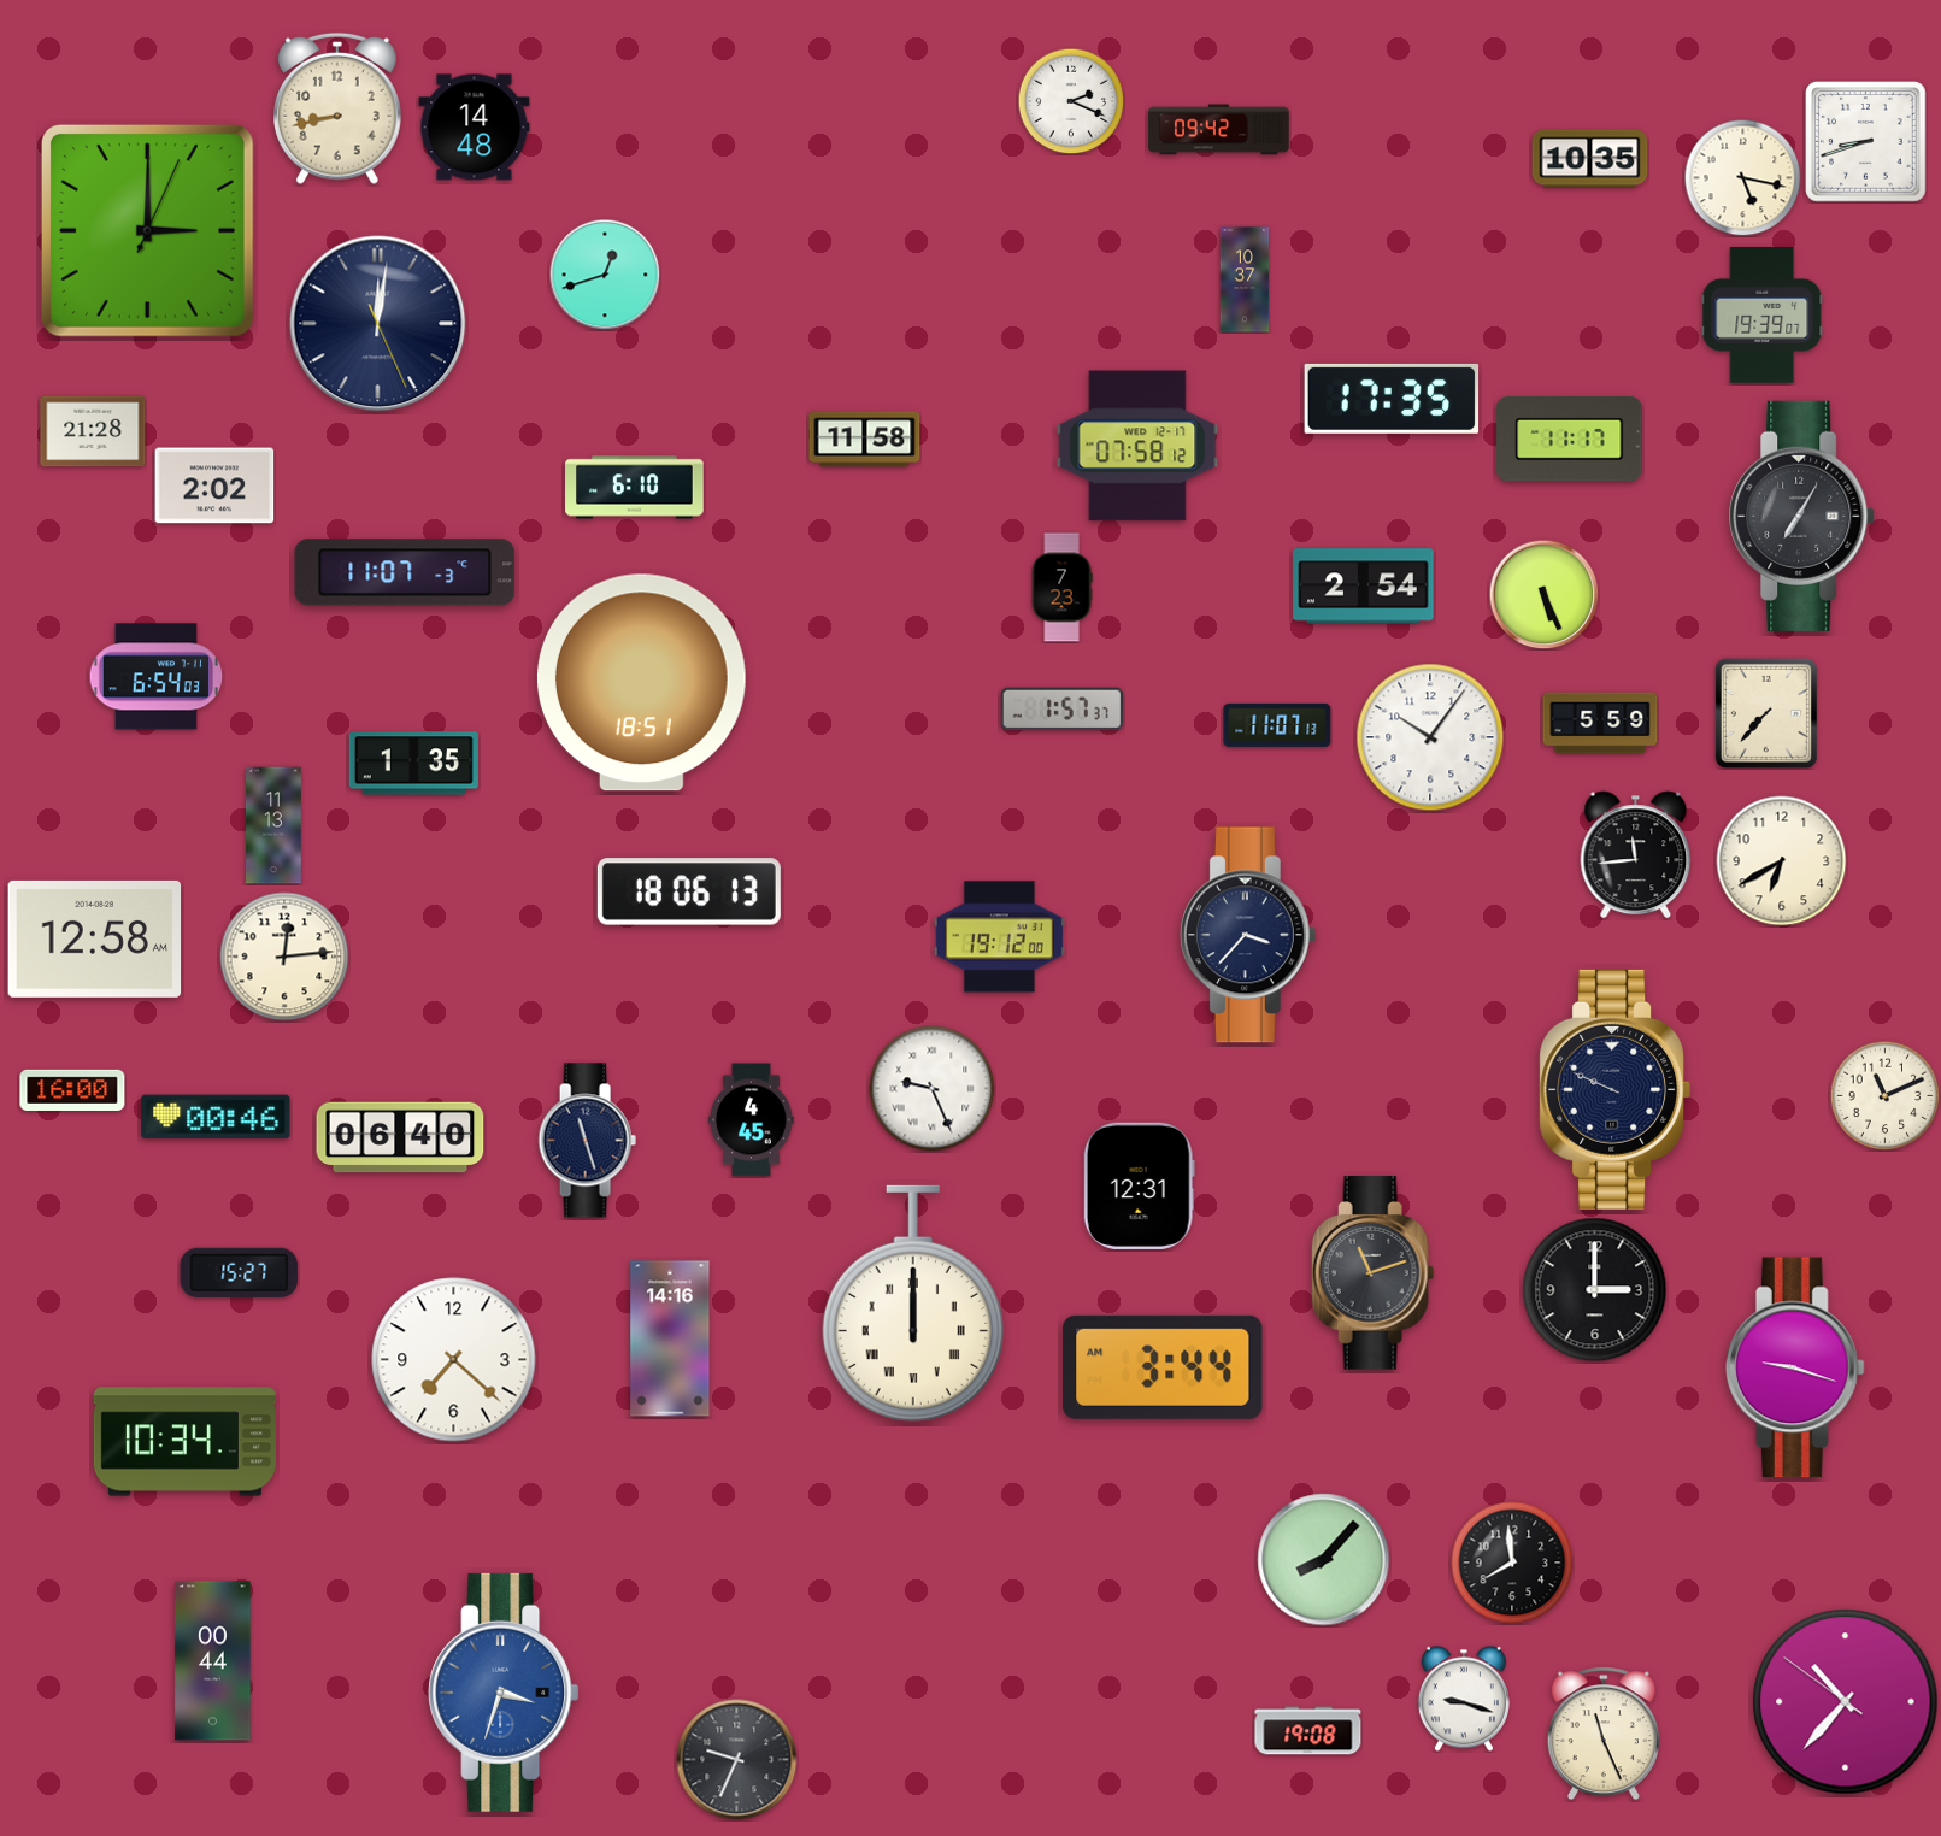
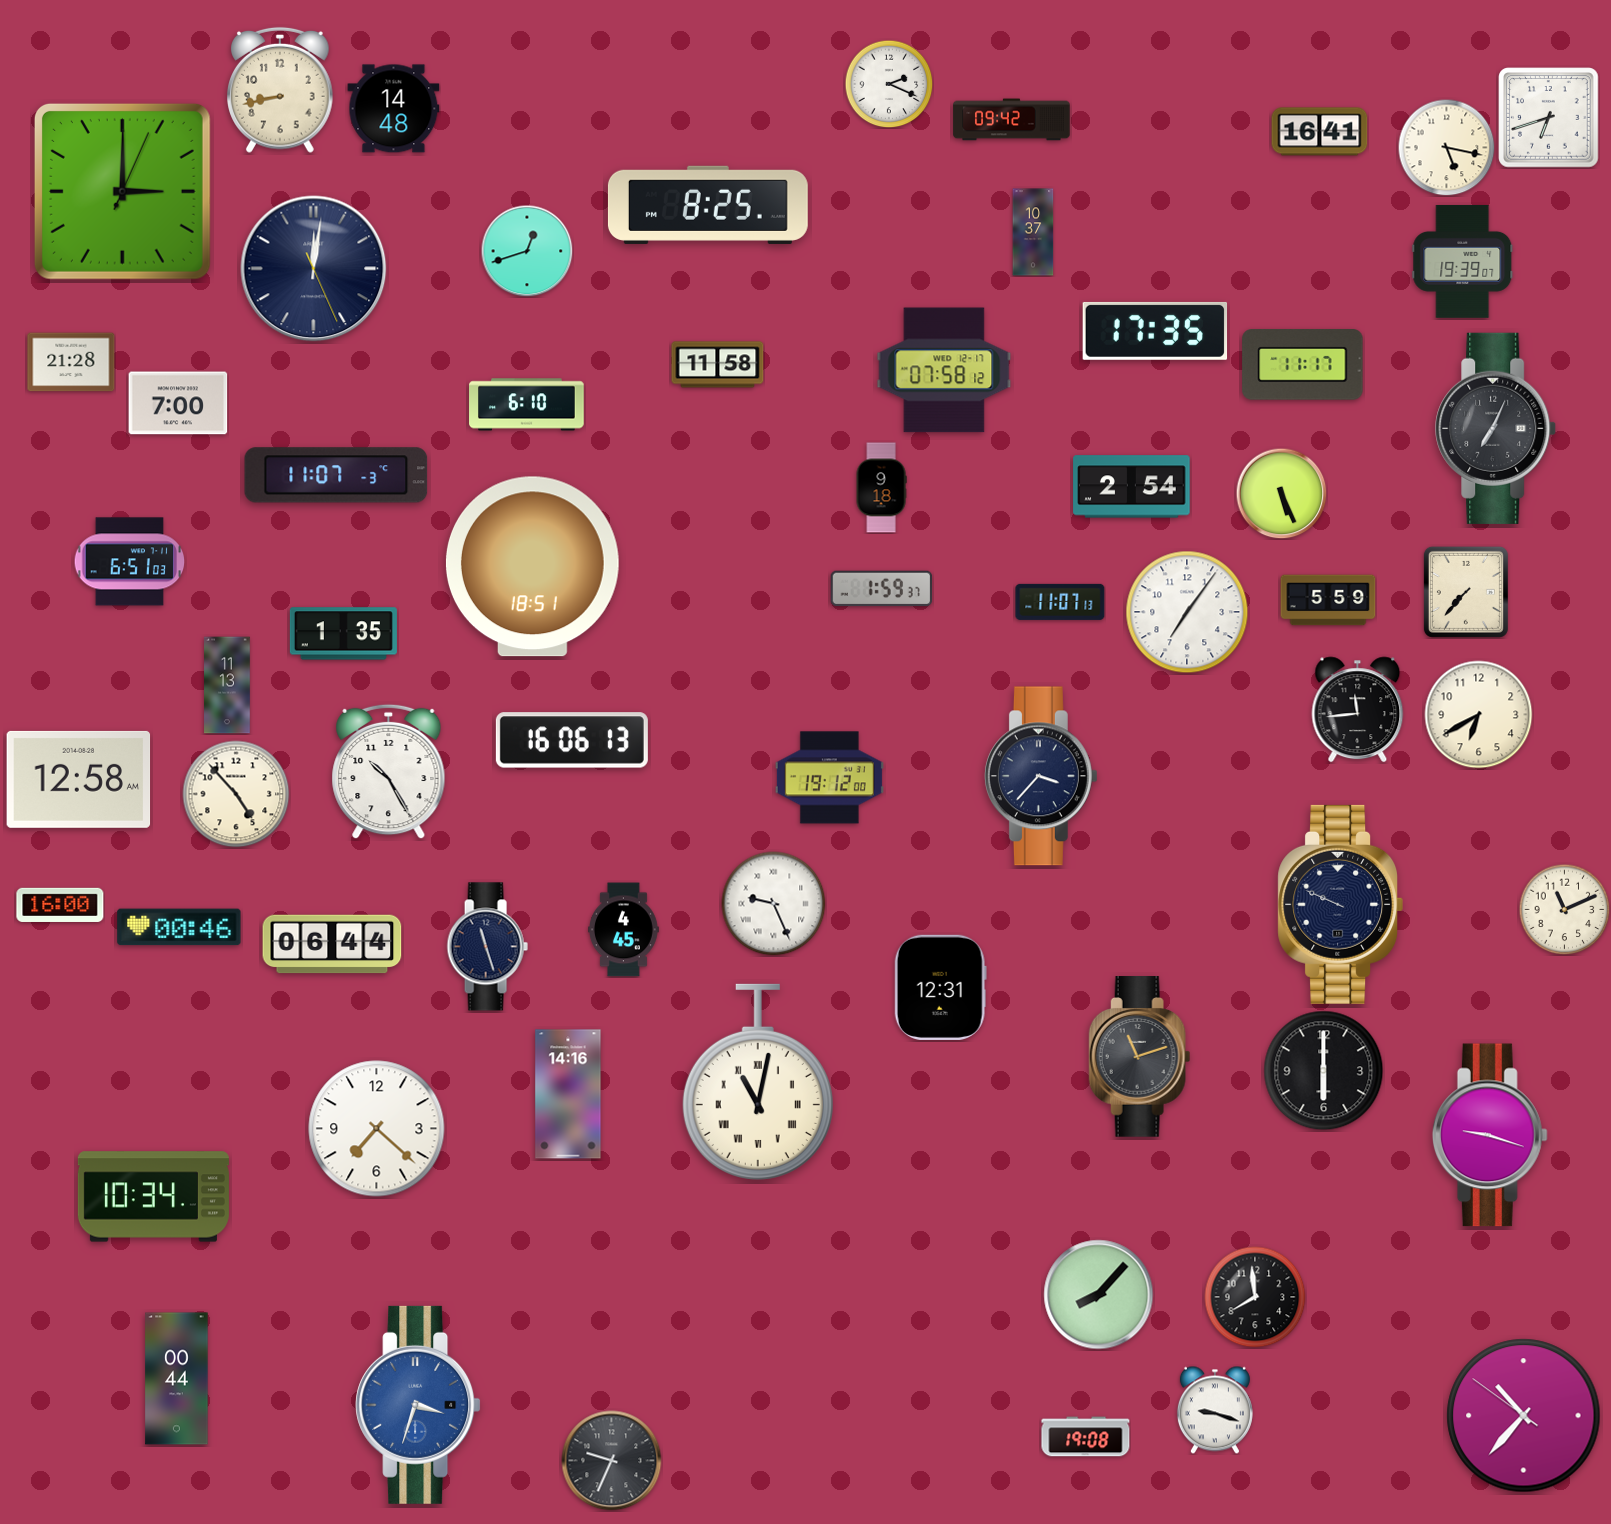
clock at (475, 128) position: (475, 128) -> (394, 109)
clock at (1219, 130) position: (1219, 130) -> (1012, 120)
clock at (1866, 142): 8:42 -> 6:42
clock at (1590, 159): 10:35 -> 16:41
clock at (708, 205): none -> 8:25
clock at (605, 275) position: (605, 275) -> (527, 251)
clock at (93, 431) position: (93, 431) -> (71, 362)
clock at (214, 486): 2:02 -> 7:00
clock at (1802, 516): 7:05 -> 7:04
clock at (1061, 588): 7:23 -> 9:18
clock at (157, 677): 6:54 -> 6:51
clock at (1063, 710): 1:57 -> 1:59
clock at (1430, 737): 10:06 -> 7:06
clock at (689, 891): 18:06 -> 16:06
clock at (389, 772): none -> 10:25
clock at (1248, 935) position: (1248, 935) -> (1041, 776)
clock at (284, 957): 12:14 -> 4:53
clock at (400, 1137): 06:40 -> 06:44
clock at (1139, 1185) position: (1139, 1185) -> (940, 987)
clock at (240, 1272): 15:27 -> none
clock at (1595, 1290): 3:00 -> 6:00
clock at (913, 1304): 12:00 -> 11:02
clock at (670, 1338) position: (670, 1338) -> (568, 1094)
clock at (1163, 1367): 3:44 -> none
clock at (1846, 1702) position: (1846, 1702) -> (1524, 1416)
clock at (1604, 1734): 11:26 -> none
